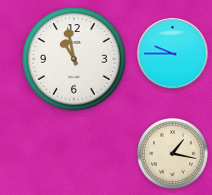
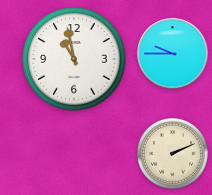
clock at (172, 153): 1:17 -> 2:11
